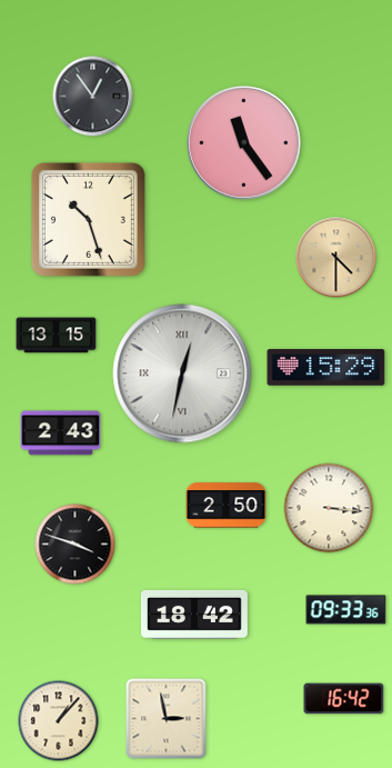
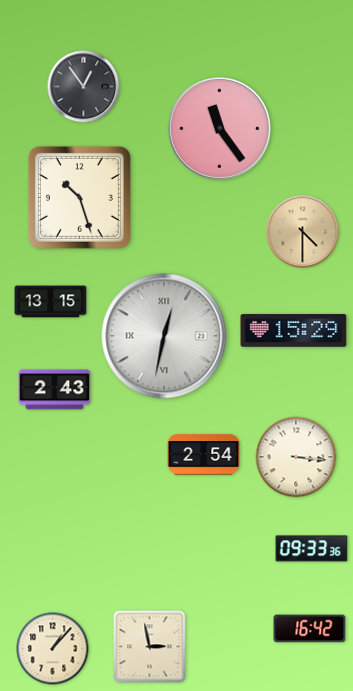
clock at (227, 506): 2:50 -> 2:54
clock at (76, 545): 3:48 -> none
clock at (194, 615): 18:42 -> none
